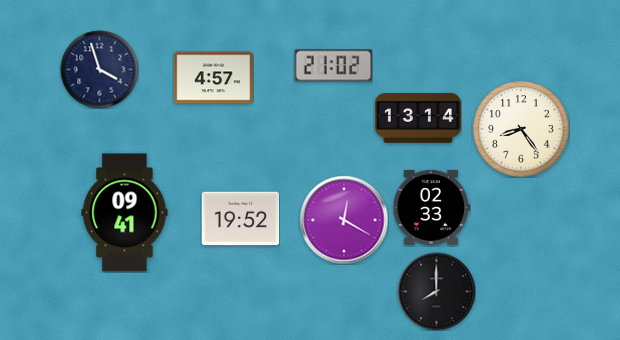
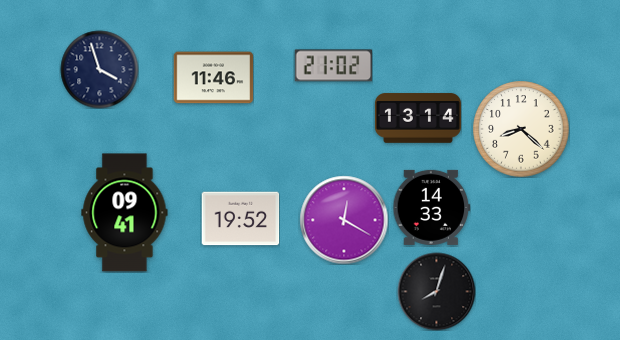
clock at (213, 78): 4:57 -> 11:46
clock at (521, 129): 8:24 -> 8:22
clock at (431, 207): 02:33 -> 14:33
clock at (436, 291): 8:00 -> 8:03
